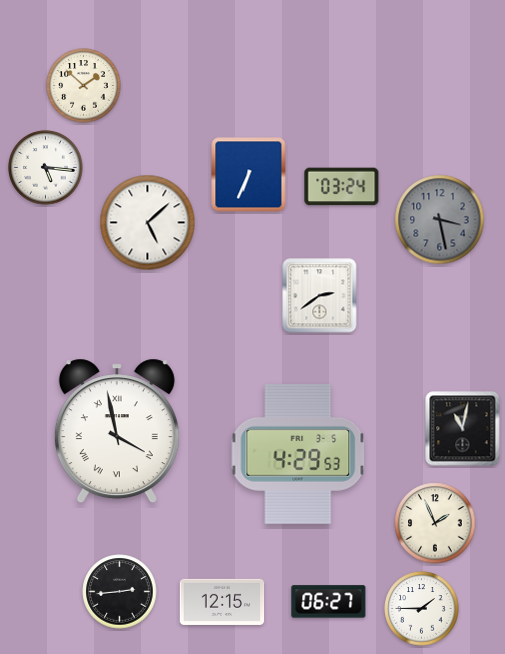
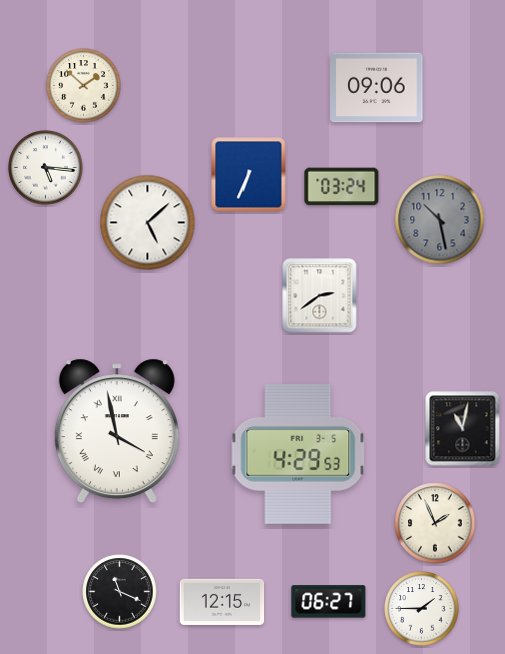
clock at (377, 88): none -> 09:06
clock at (440, 220): 3:28 -> 10:28
clock at (120, 592): 2:44 -> 11:19
